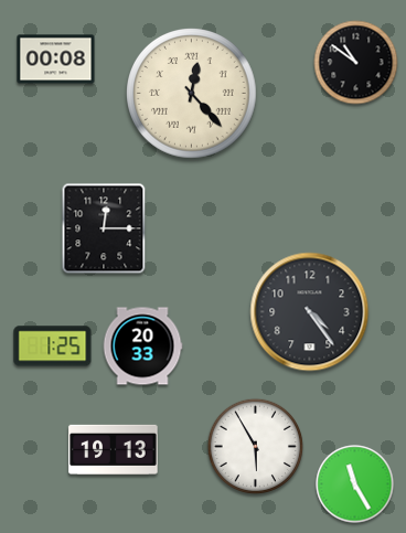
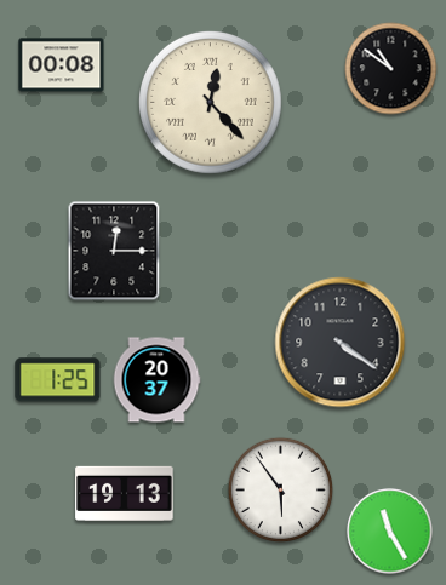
clock at (310, 312): 4:24 -> 4:21
clock at (142, 347): 20:33 -> 20:37
clock at (256, 447): 5:55 -> 5:54
